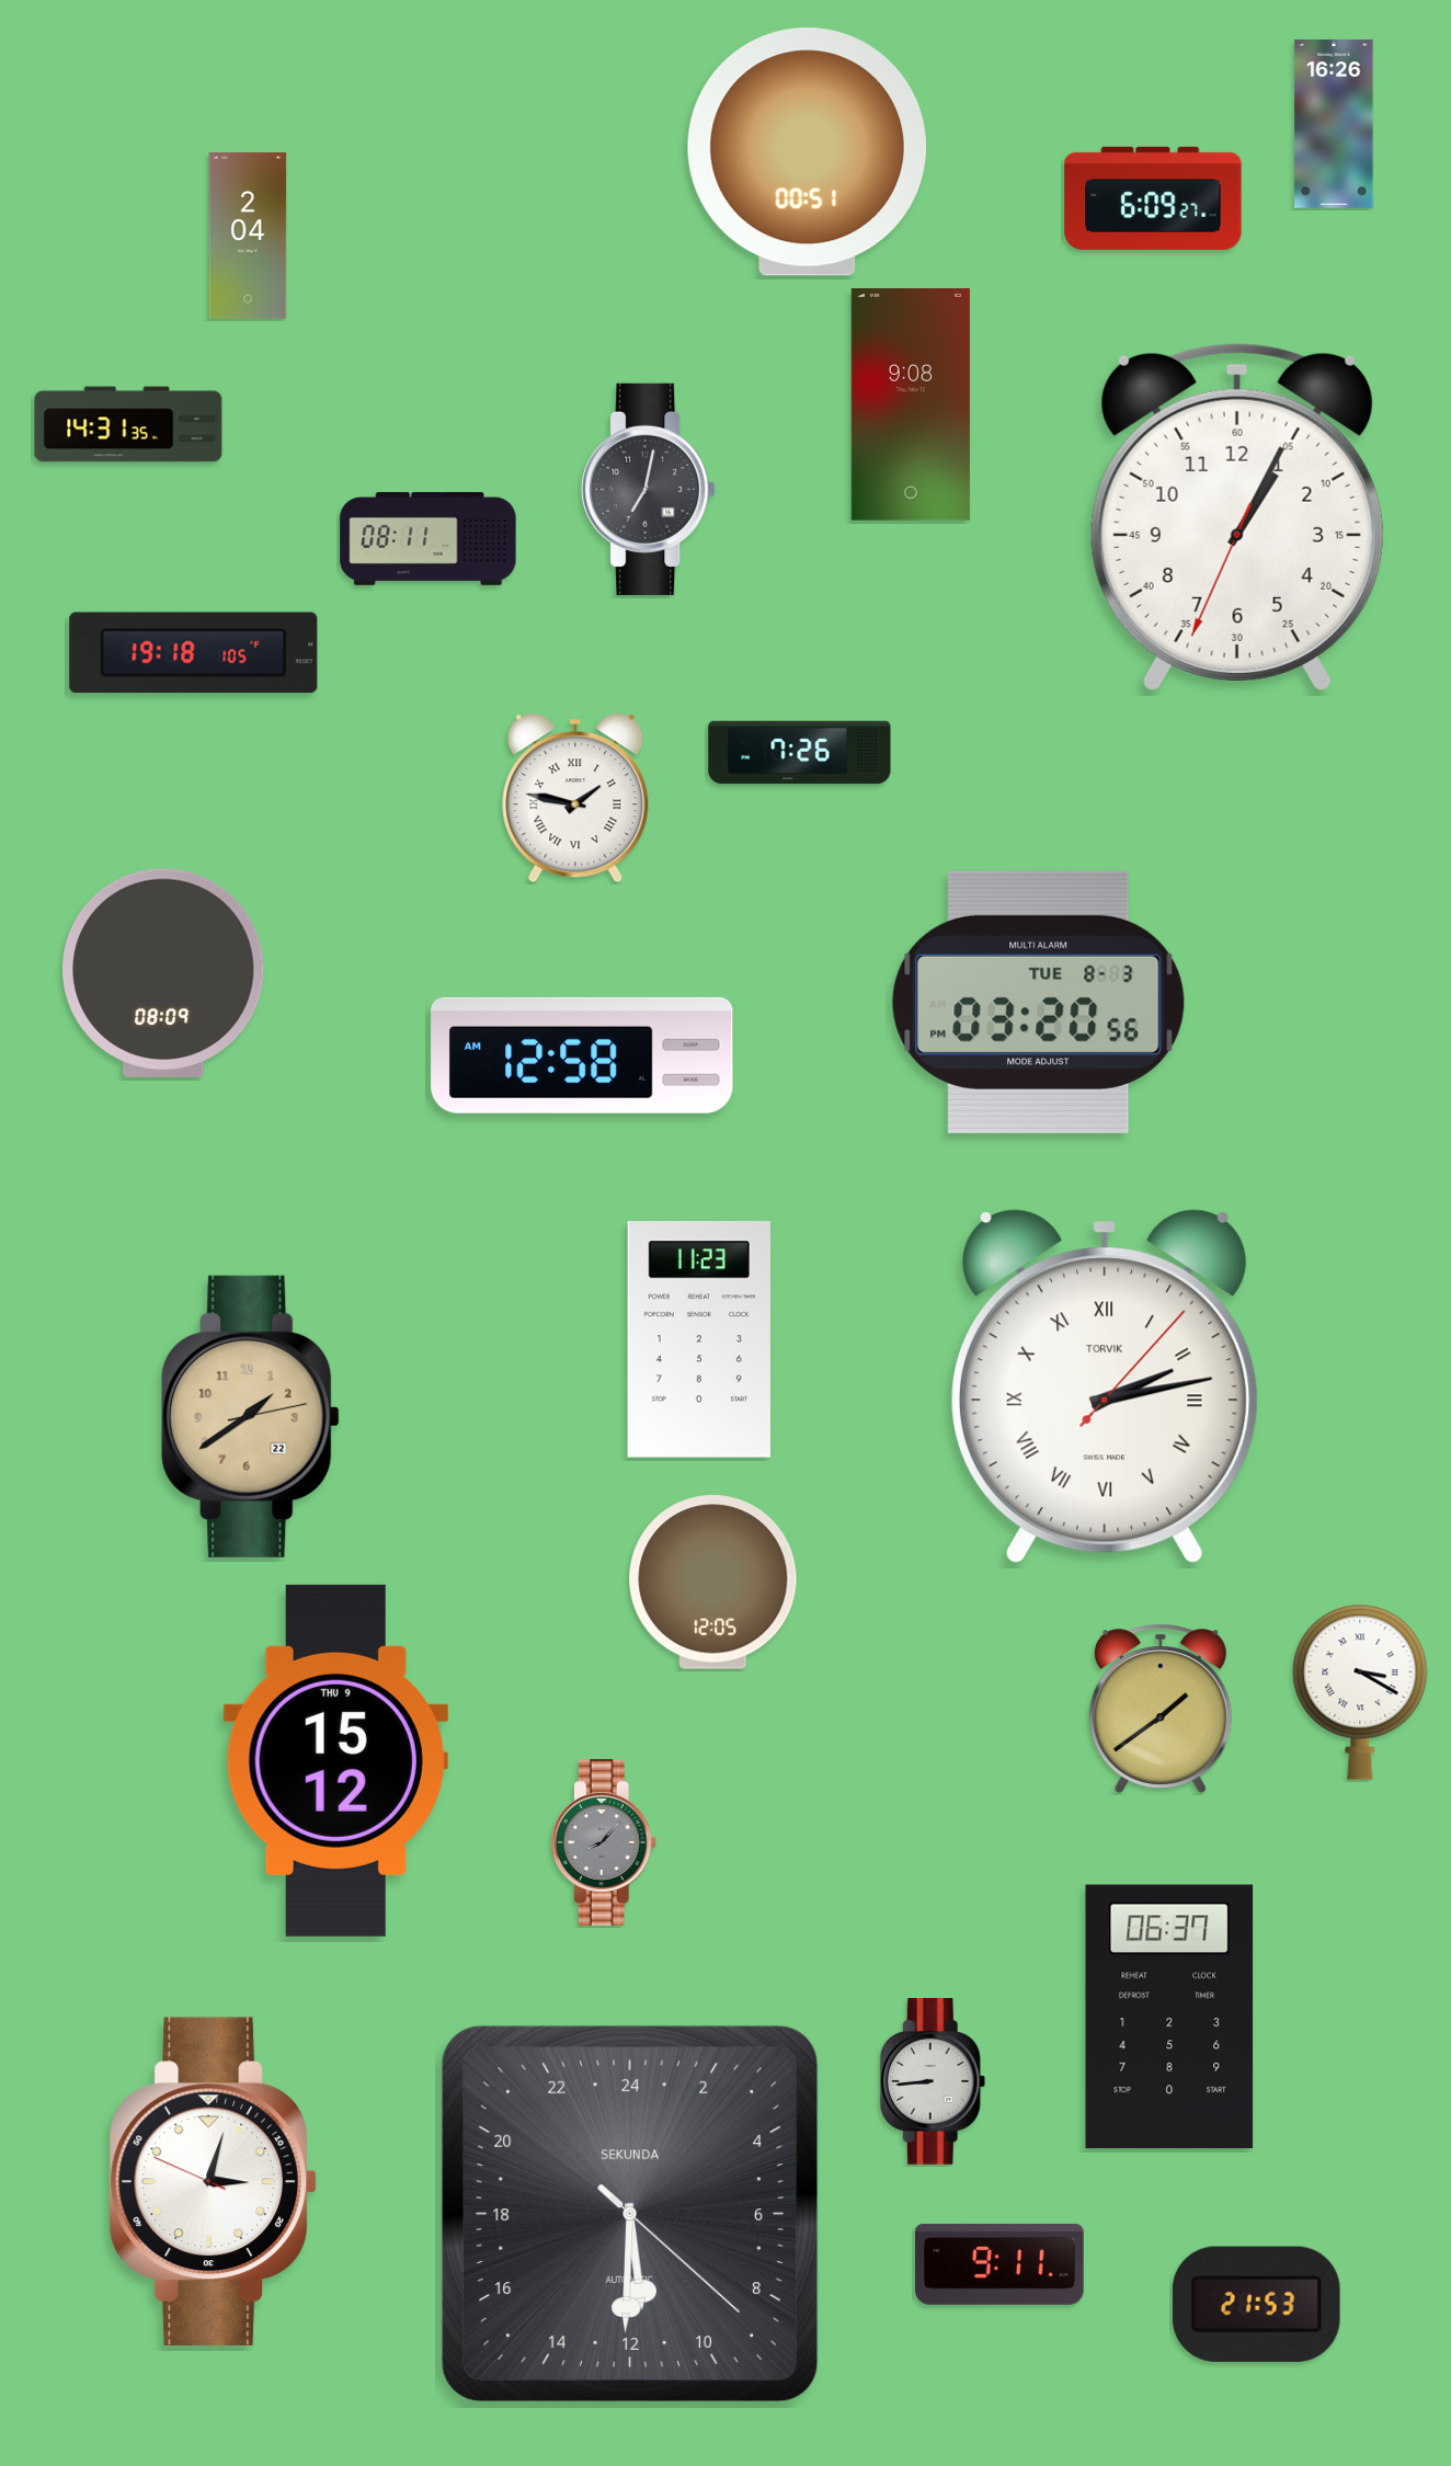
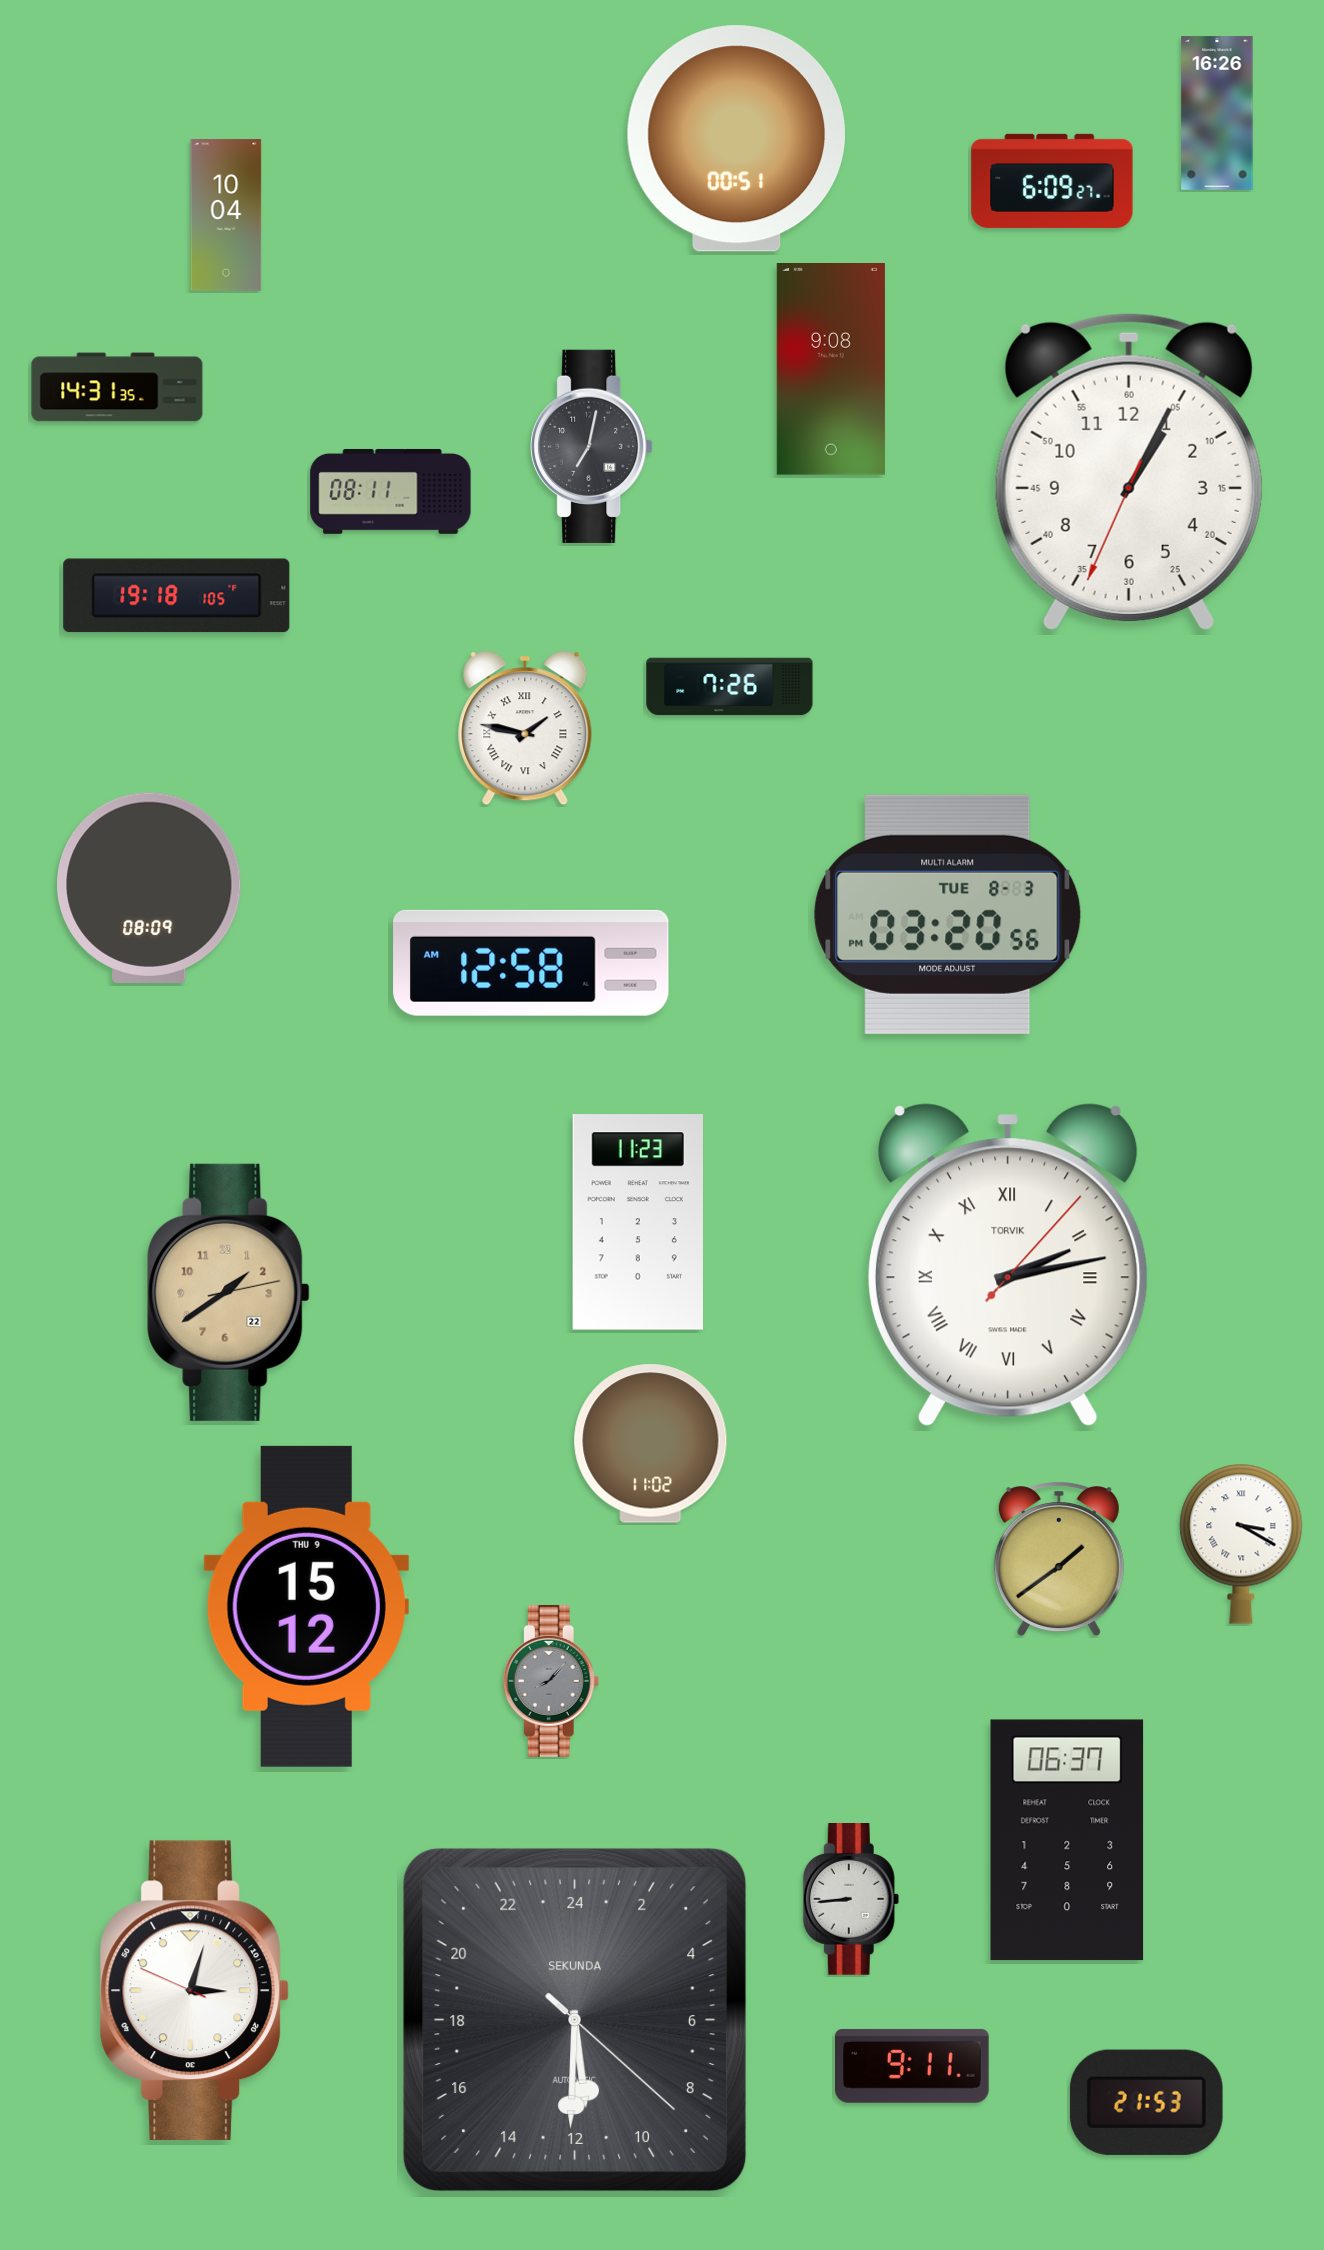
clock at (248, 236): 2:04 -> 10:04
clock at (713, 1583): 12:05 -> 11:02
